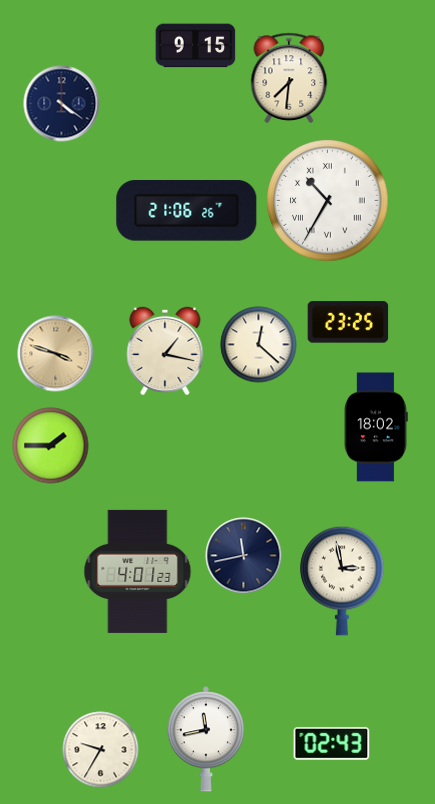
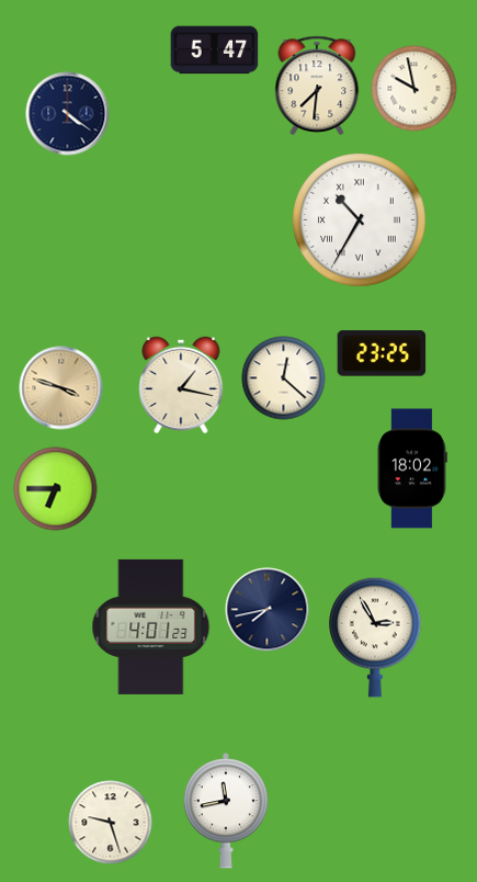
clock at (196, 46): 9:15 -> 5:47
clock at (414, 89): none -> 9:58
clock at (187, 211): 21:06 -> none
clock at (51, 446): 1:45 -> 6:45
clock at (244, 556): 11:43 -> 7:43
clock at (342, 581): 2:58 -> 2:55
clock at (332, 743): 02:43 -> none
clock at (101, 750): 9:35 -> 9:27
